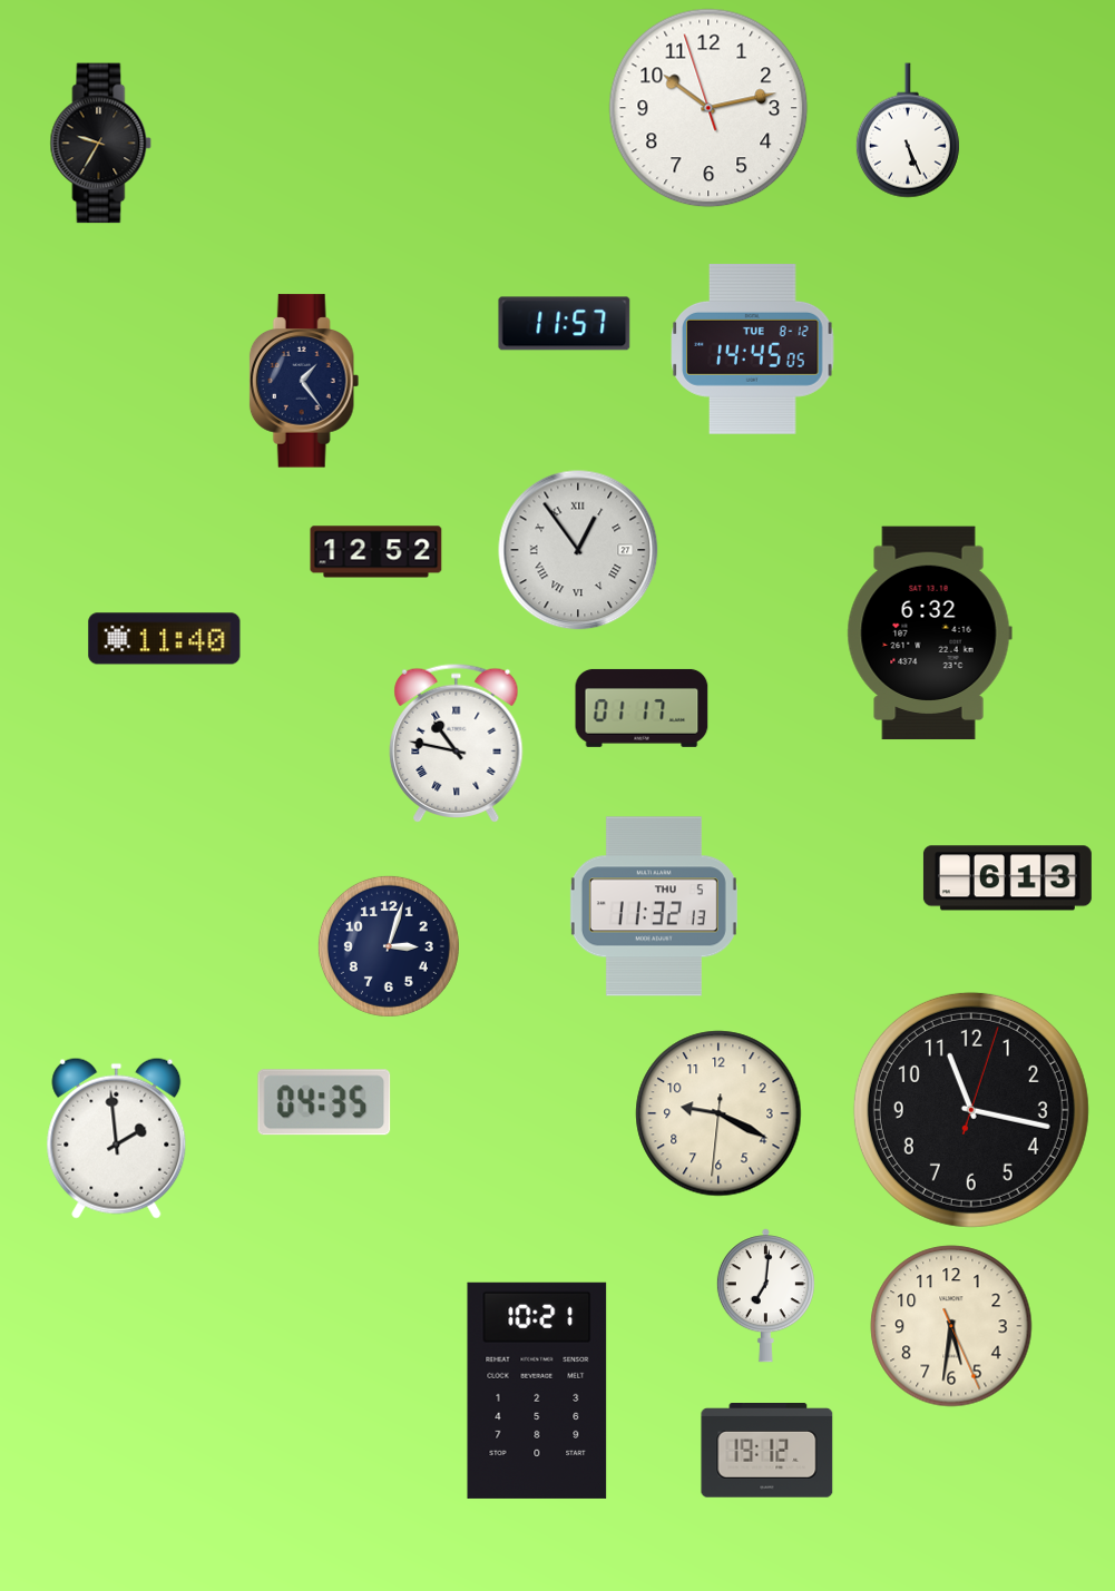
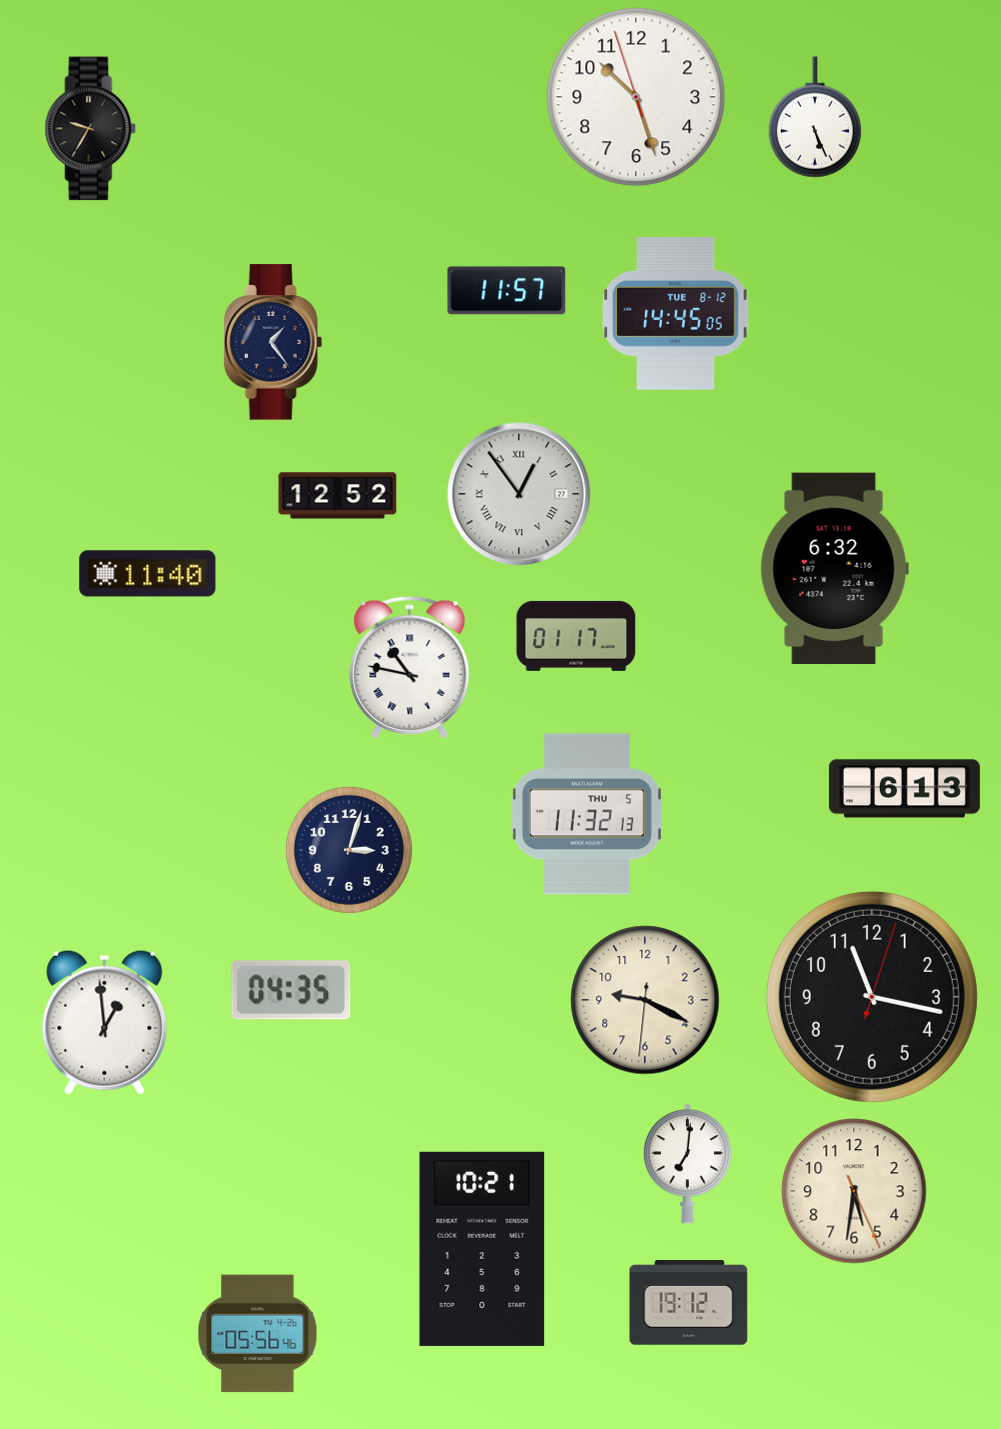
clock at (708, 108): 10:12 -> 10:26
clock at (117, 1138): 1:59 -> 12:59
clock at (258, 1334): none -> 05:56
